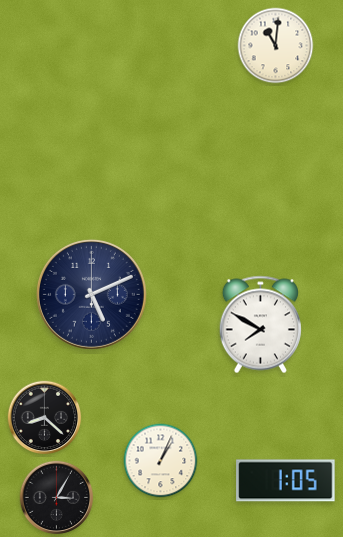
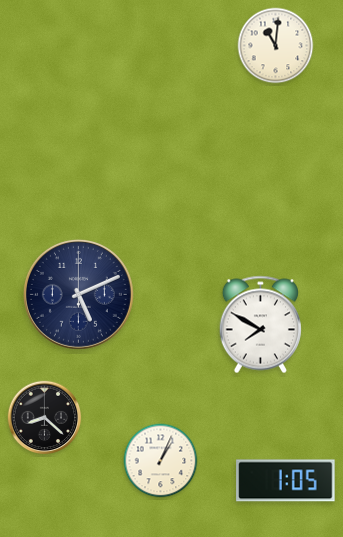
clock at (91, 294) position: (91, 294) -> (78, 294)
clock at (57, 498): 3:05 -> none
